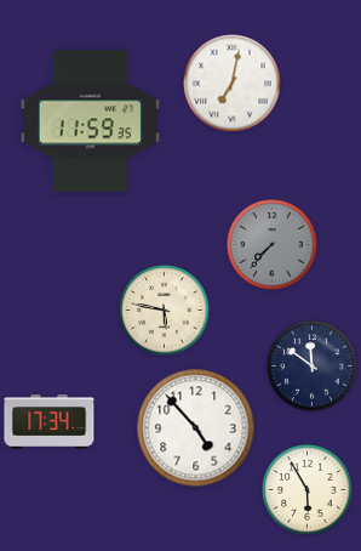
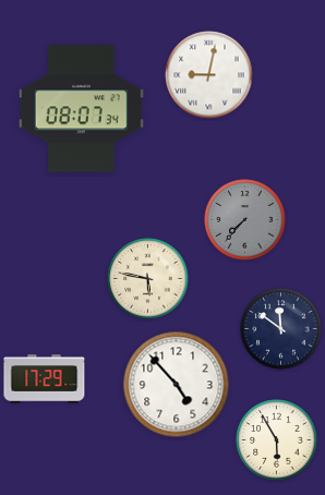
clock at (233, 84): 7:02 -> 9:02
clock at (90, 121): 11:59 -> 08:07
clock at (50, 422): 17:34 -> 17:29
